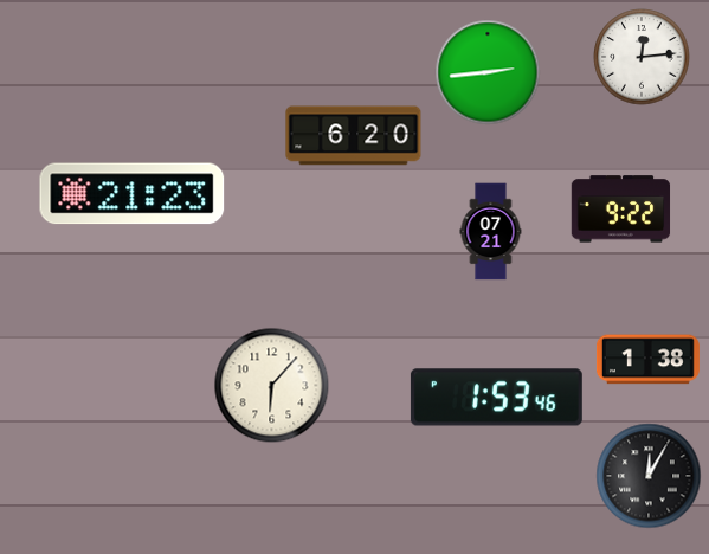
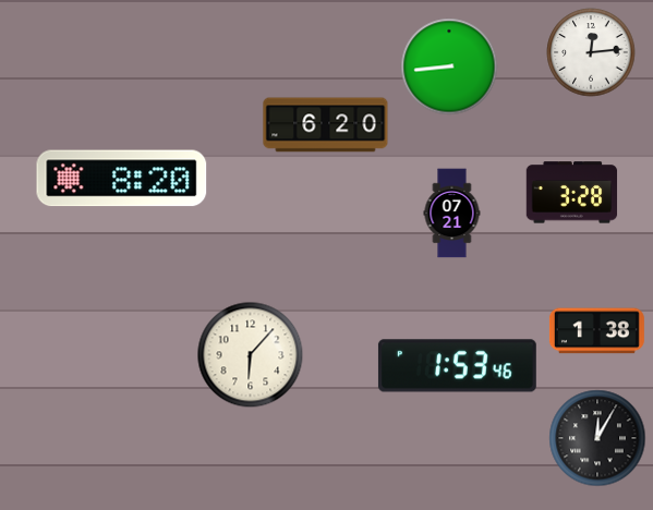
clock at (488, 72): 2:44 -> 8:44
clock at (133, 194): 21:23 -> 8:20
clock at (621, 210): 9:22 -> 3:28
